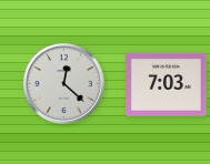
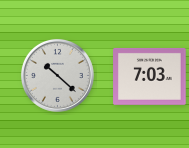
clock at (63, 83): 12:22 -> 10:22
